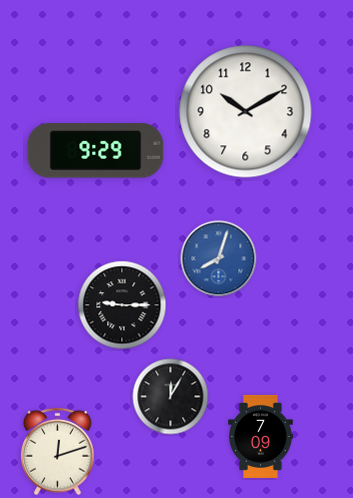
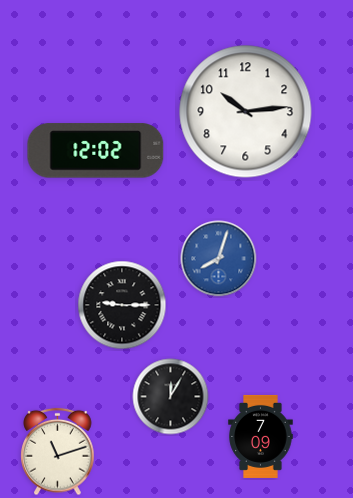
clock at (246, 112): 10:10 -> 10:14
clock at (96, 151): 9:29 -> 12:02
clock at (58, 452): 12:12 -> 11:12
